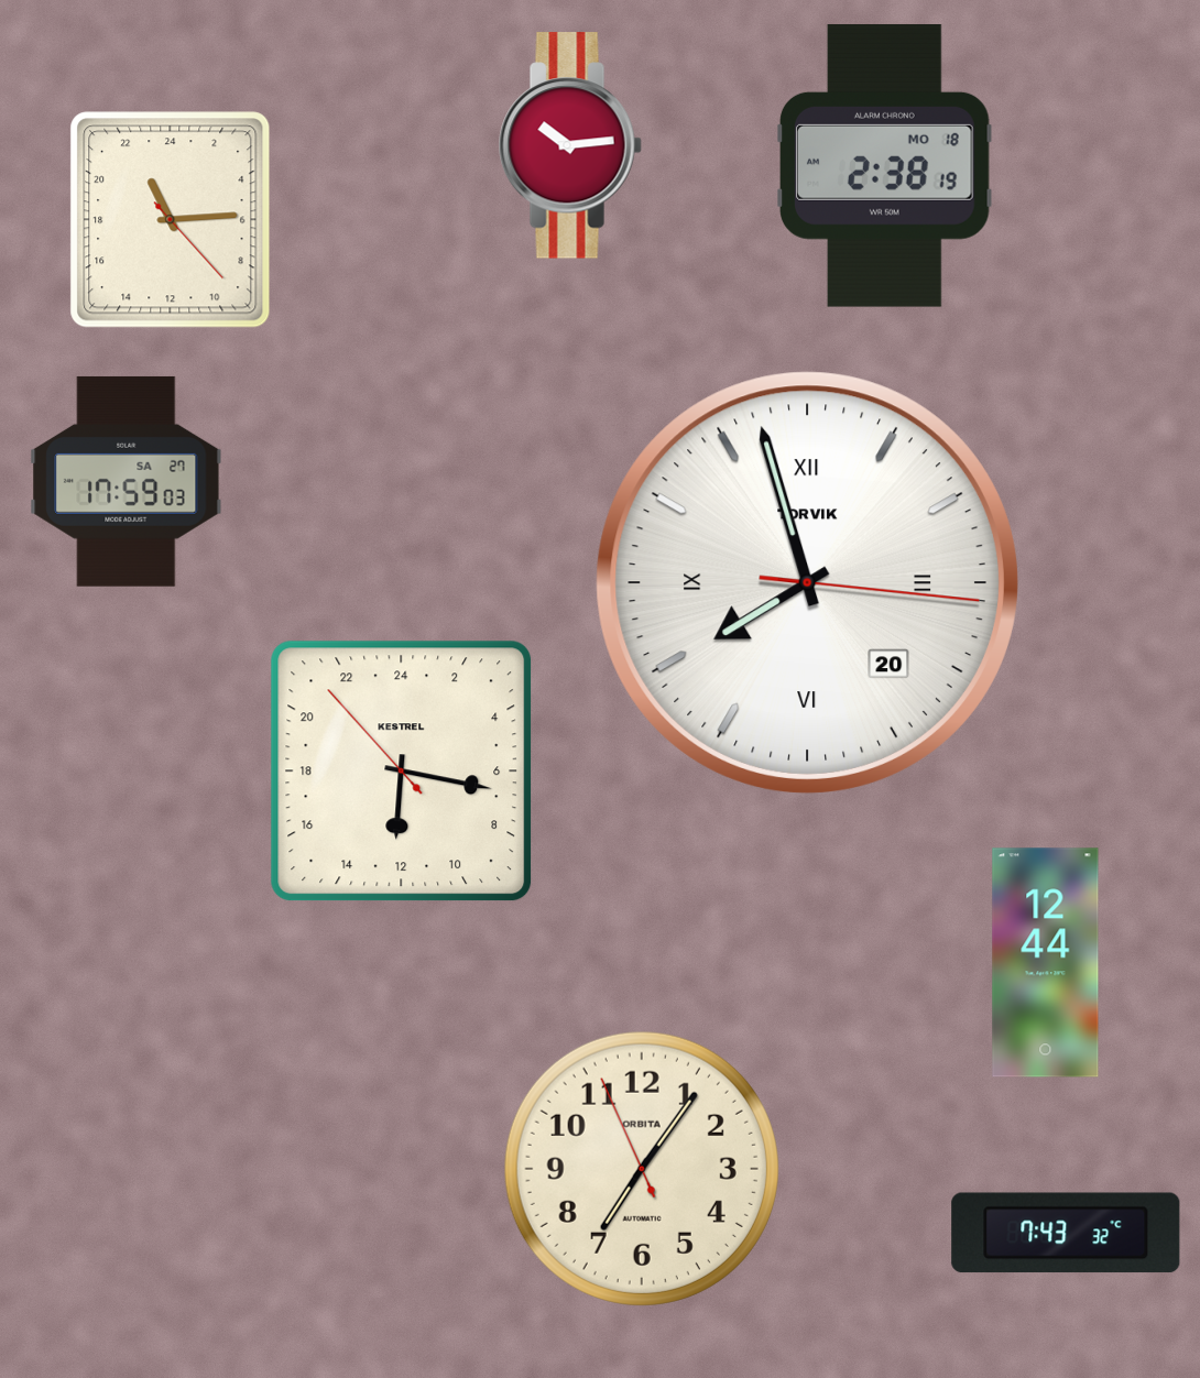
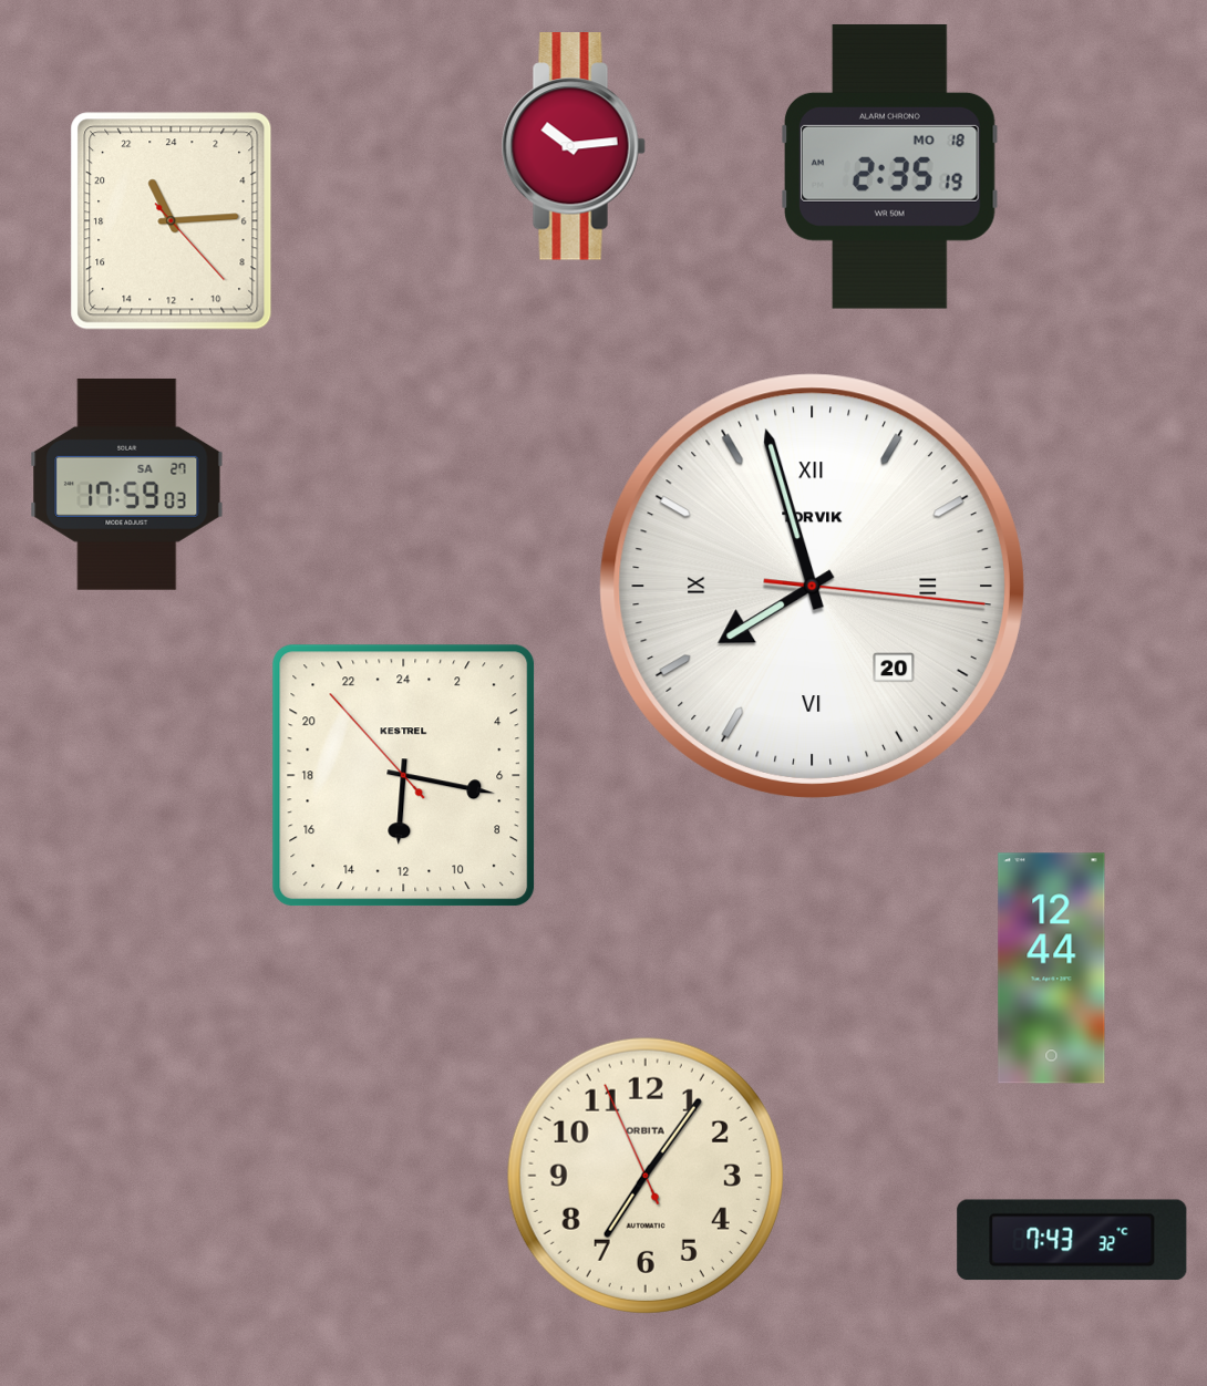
clock at (885, 165): 2:38 -> 2:35
